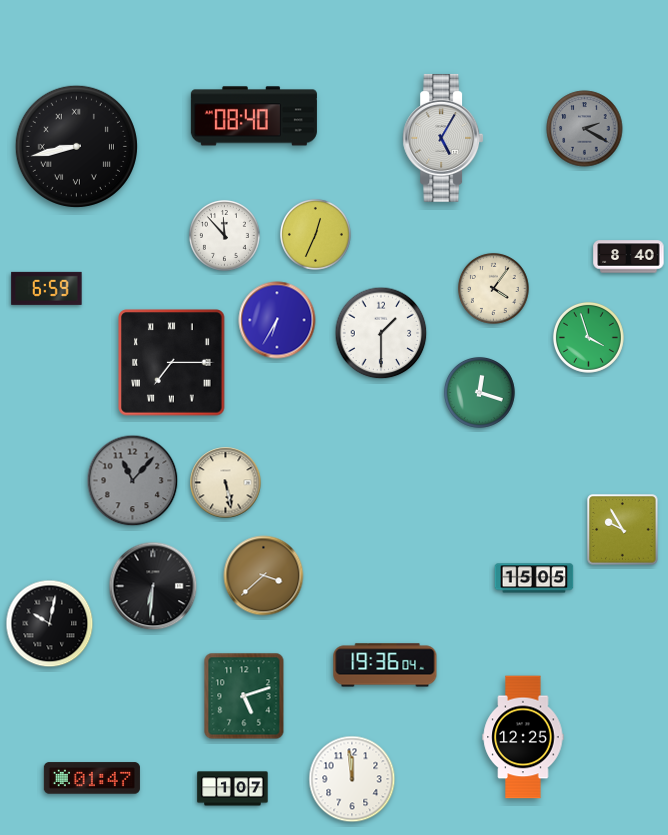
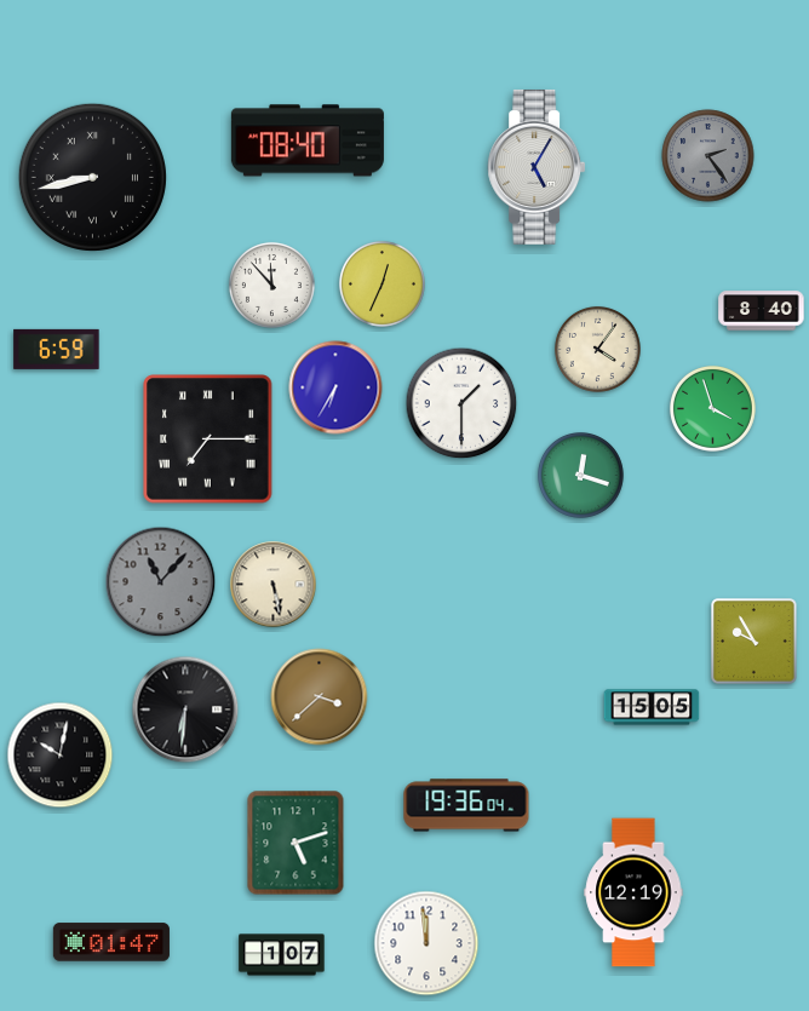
clock at (585, 129): 2:20 -> 2:24
clock at (534, 578) position: (534, 578) -> (652, 707)
clock at (523, 737): 12:25 -> 12:19
